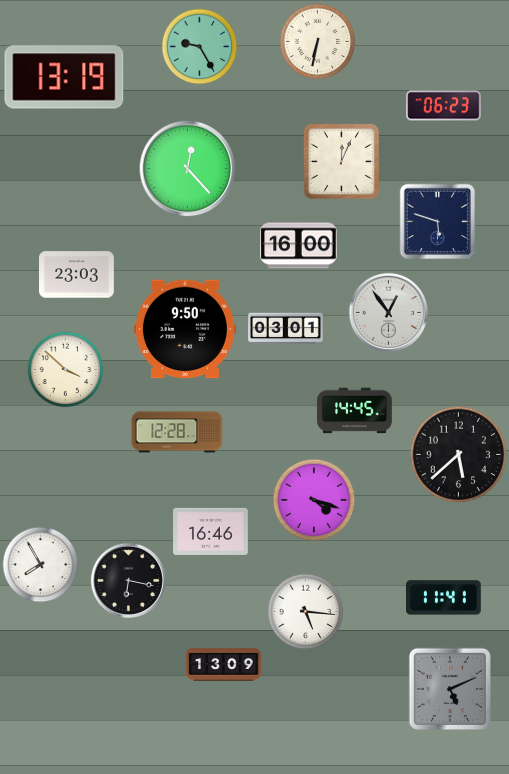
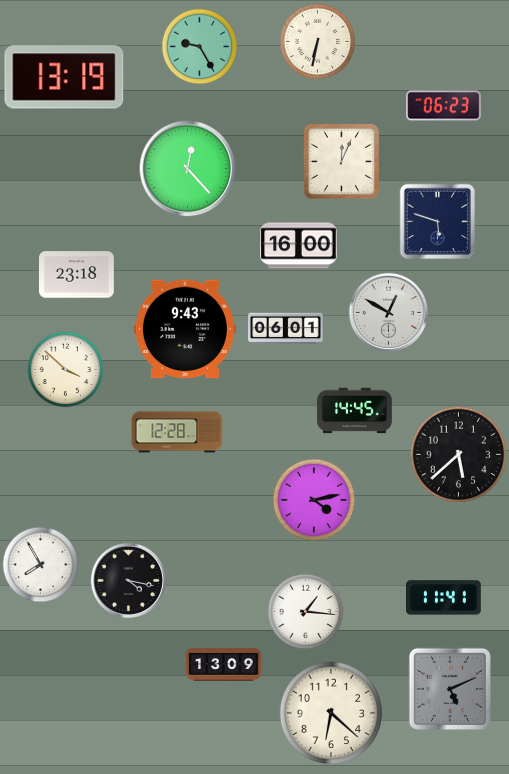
clock at (77, 275): 23:03 -> 23:18
clock at (388, 312): 12:54 -> 12:50
clock at (185, 329): 9:50 -> 9:43
clock at (286, 329): 03:01 -> 06:01
clock at (314, 500): 4:18 -> 4:13
clock at (211, 531): 16:46 -> none
clock at (128, 580): 6:17 -> 4:17
clock at (306, 612): 5:16 -> 1:16
clock at (330, 712): none -> 6:22
